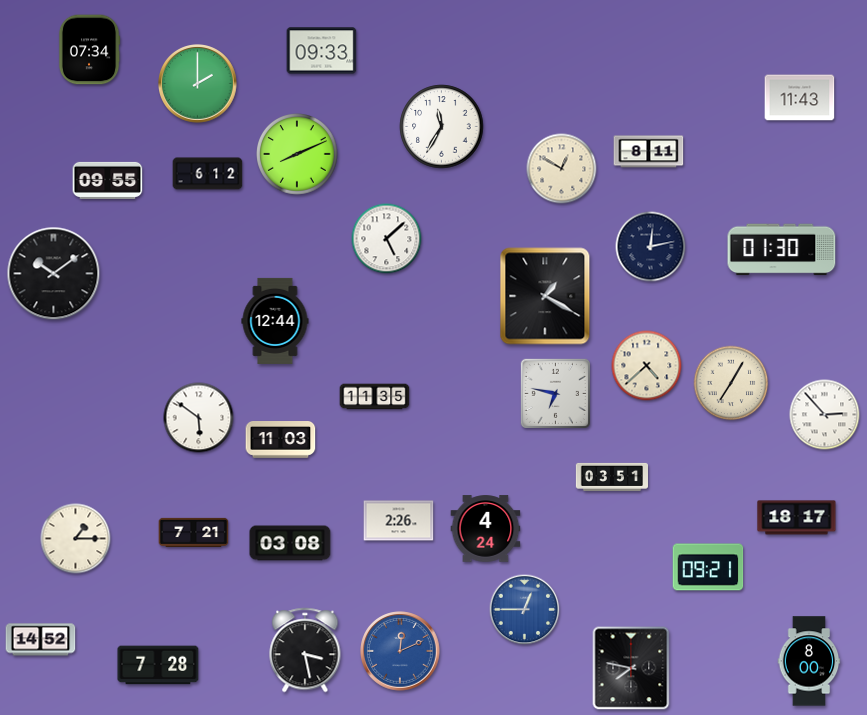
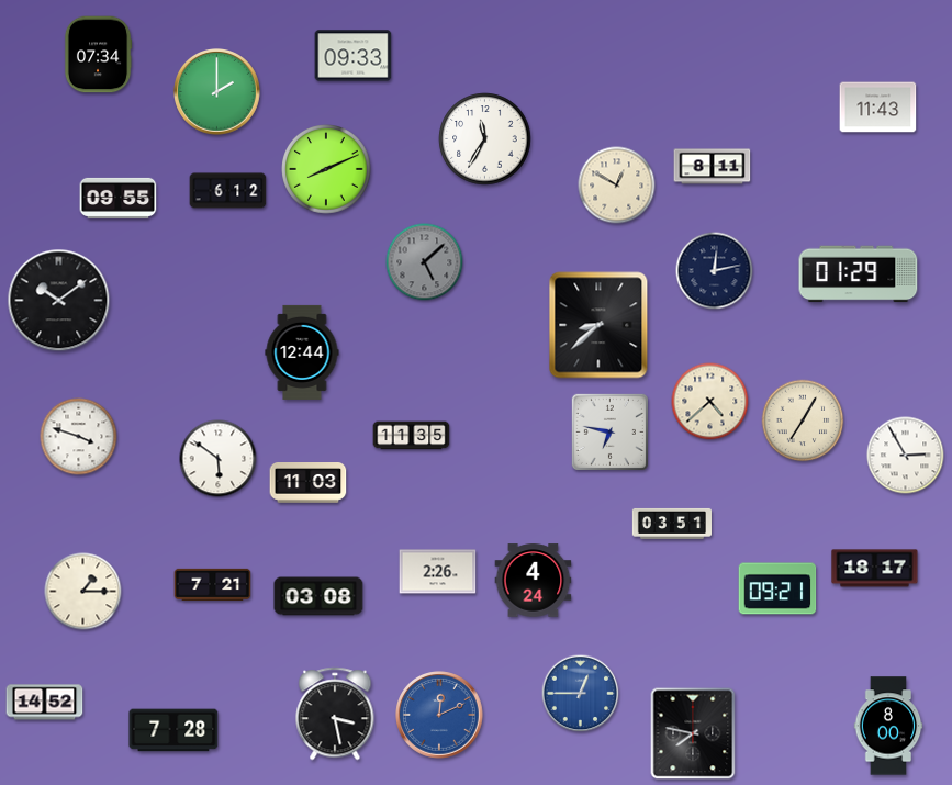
clock at (387, 239) dial: white -> grey
clock at (782, 250): 01:30 -> 01:29
clock at (545, 296): 1:20 -> 8:38
clock at (79, 437): none -> 3:48
clock at (825, 415): 2:53 -> 2:55
clock at (708, 567) position: (708, 567) -> (777, 588)
clock at (525, 610) position: (525, 610) -> (581, 694)
